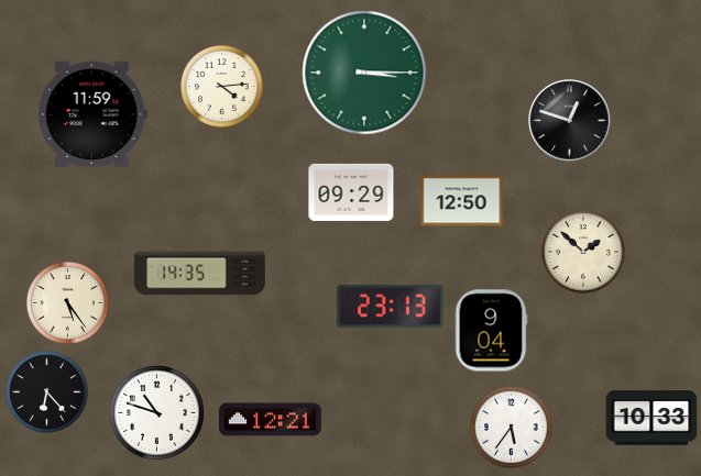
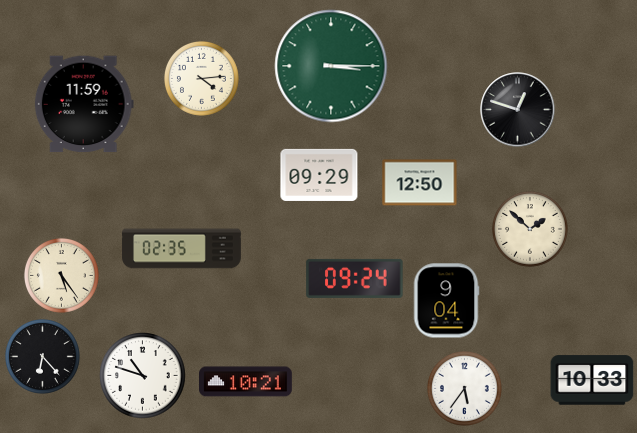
clock at (200, 274): 14:35 -> 02:35
clock at (391, 306): 23:13 -> 09:24
clock at (271, 420): 12:21 -> 10:21
